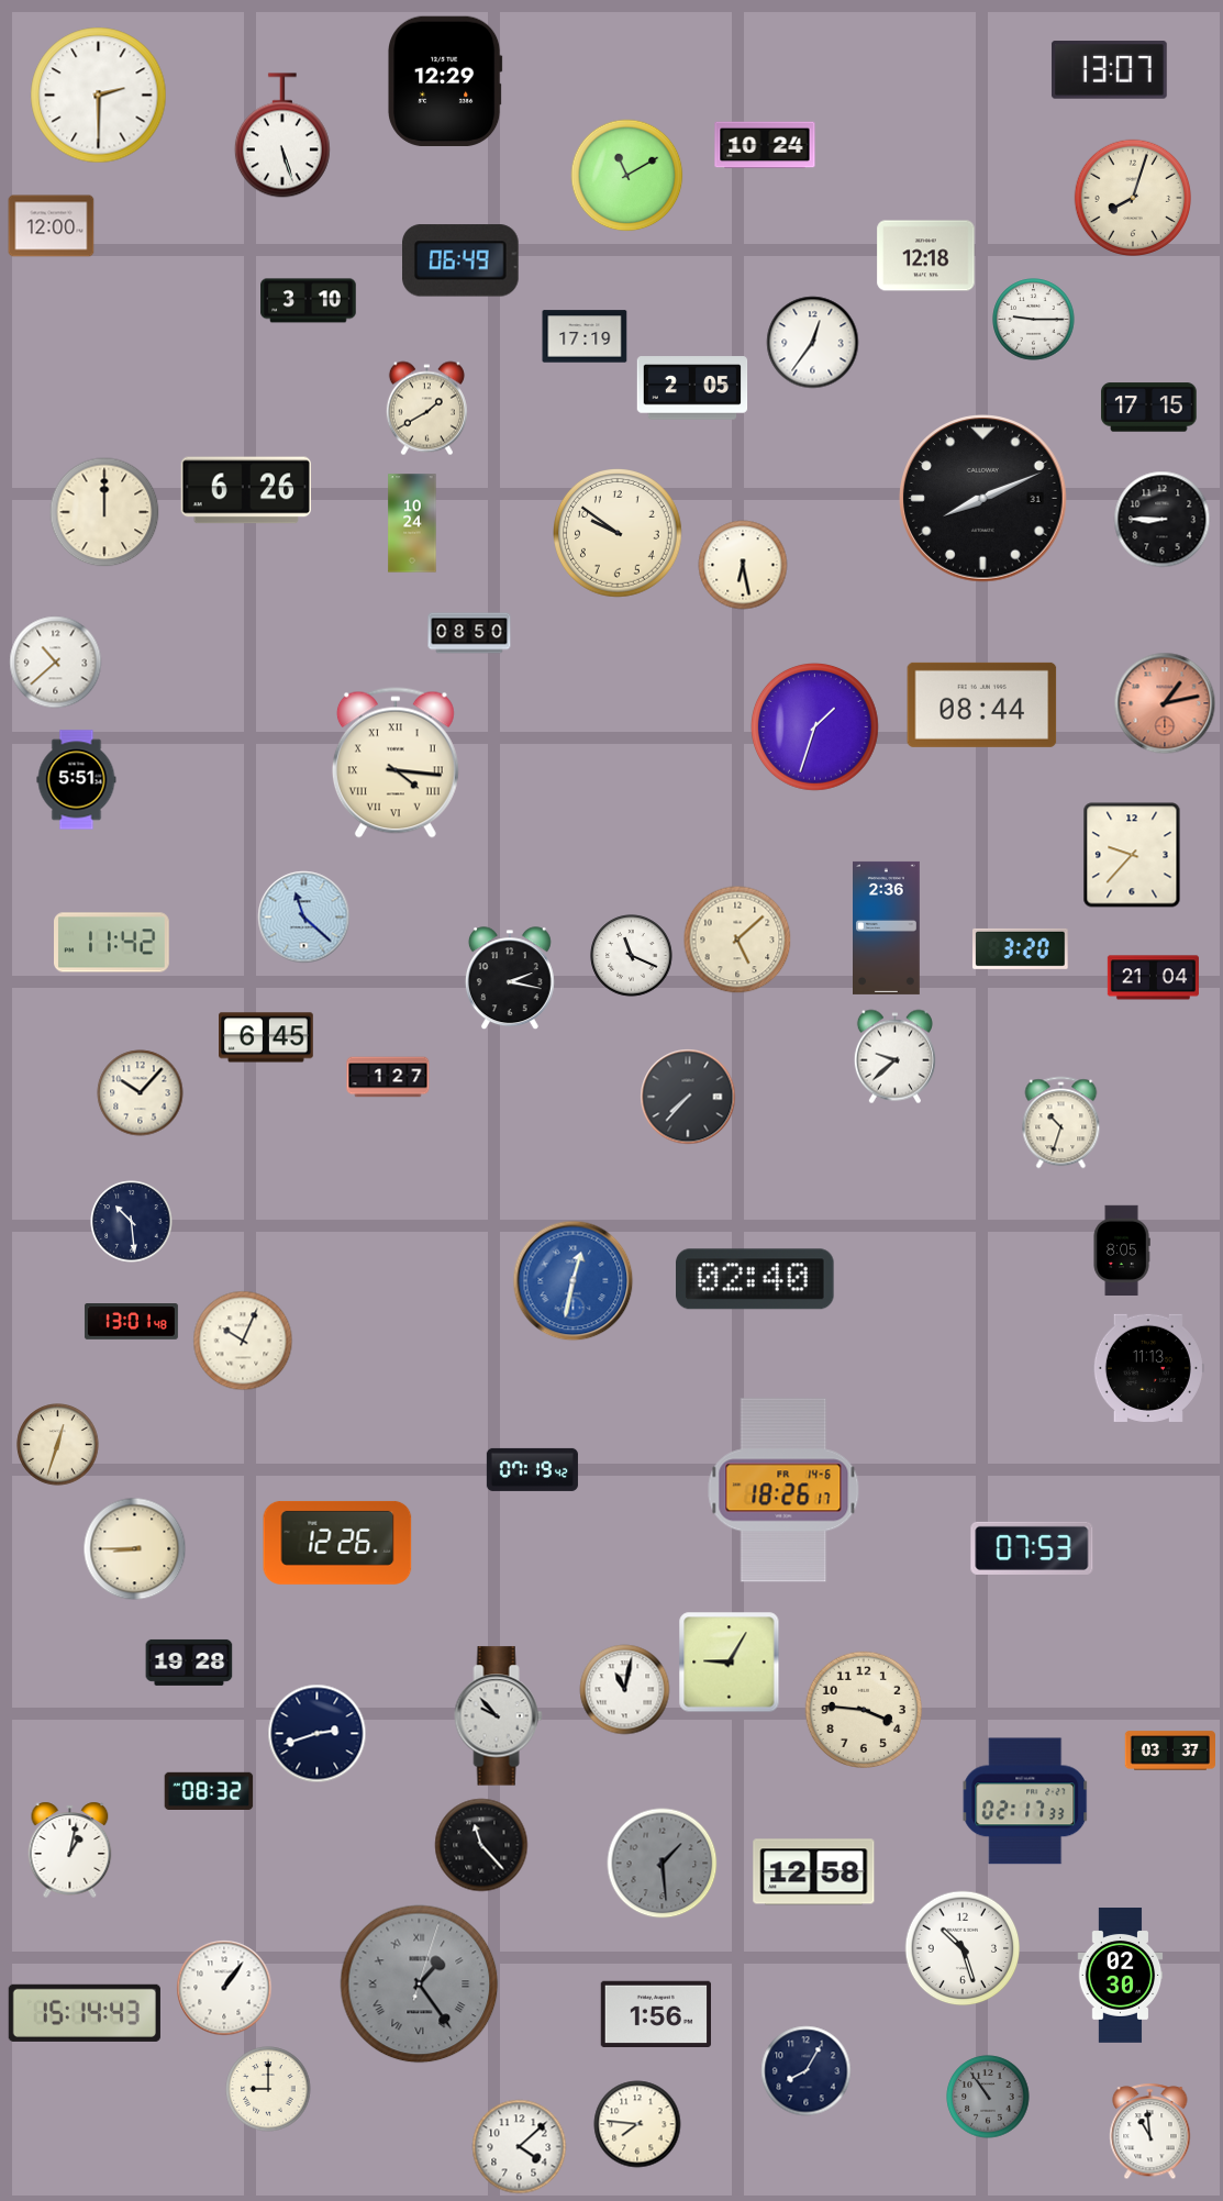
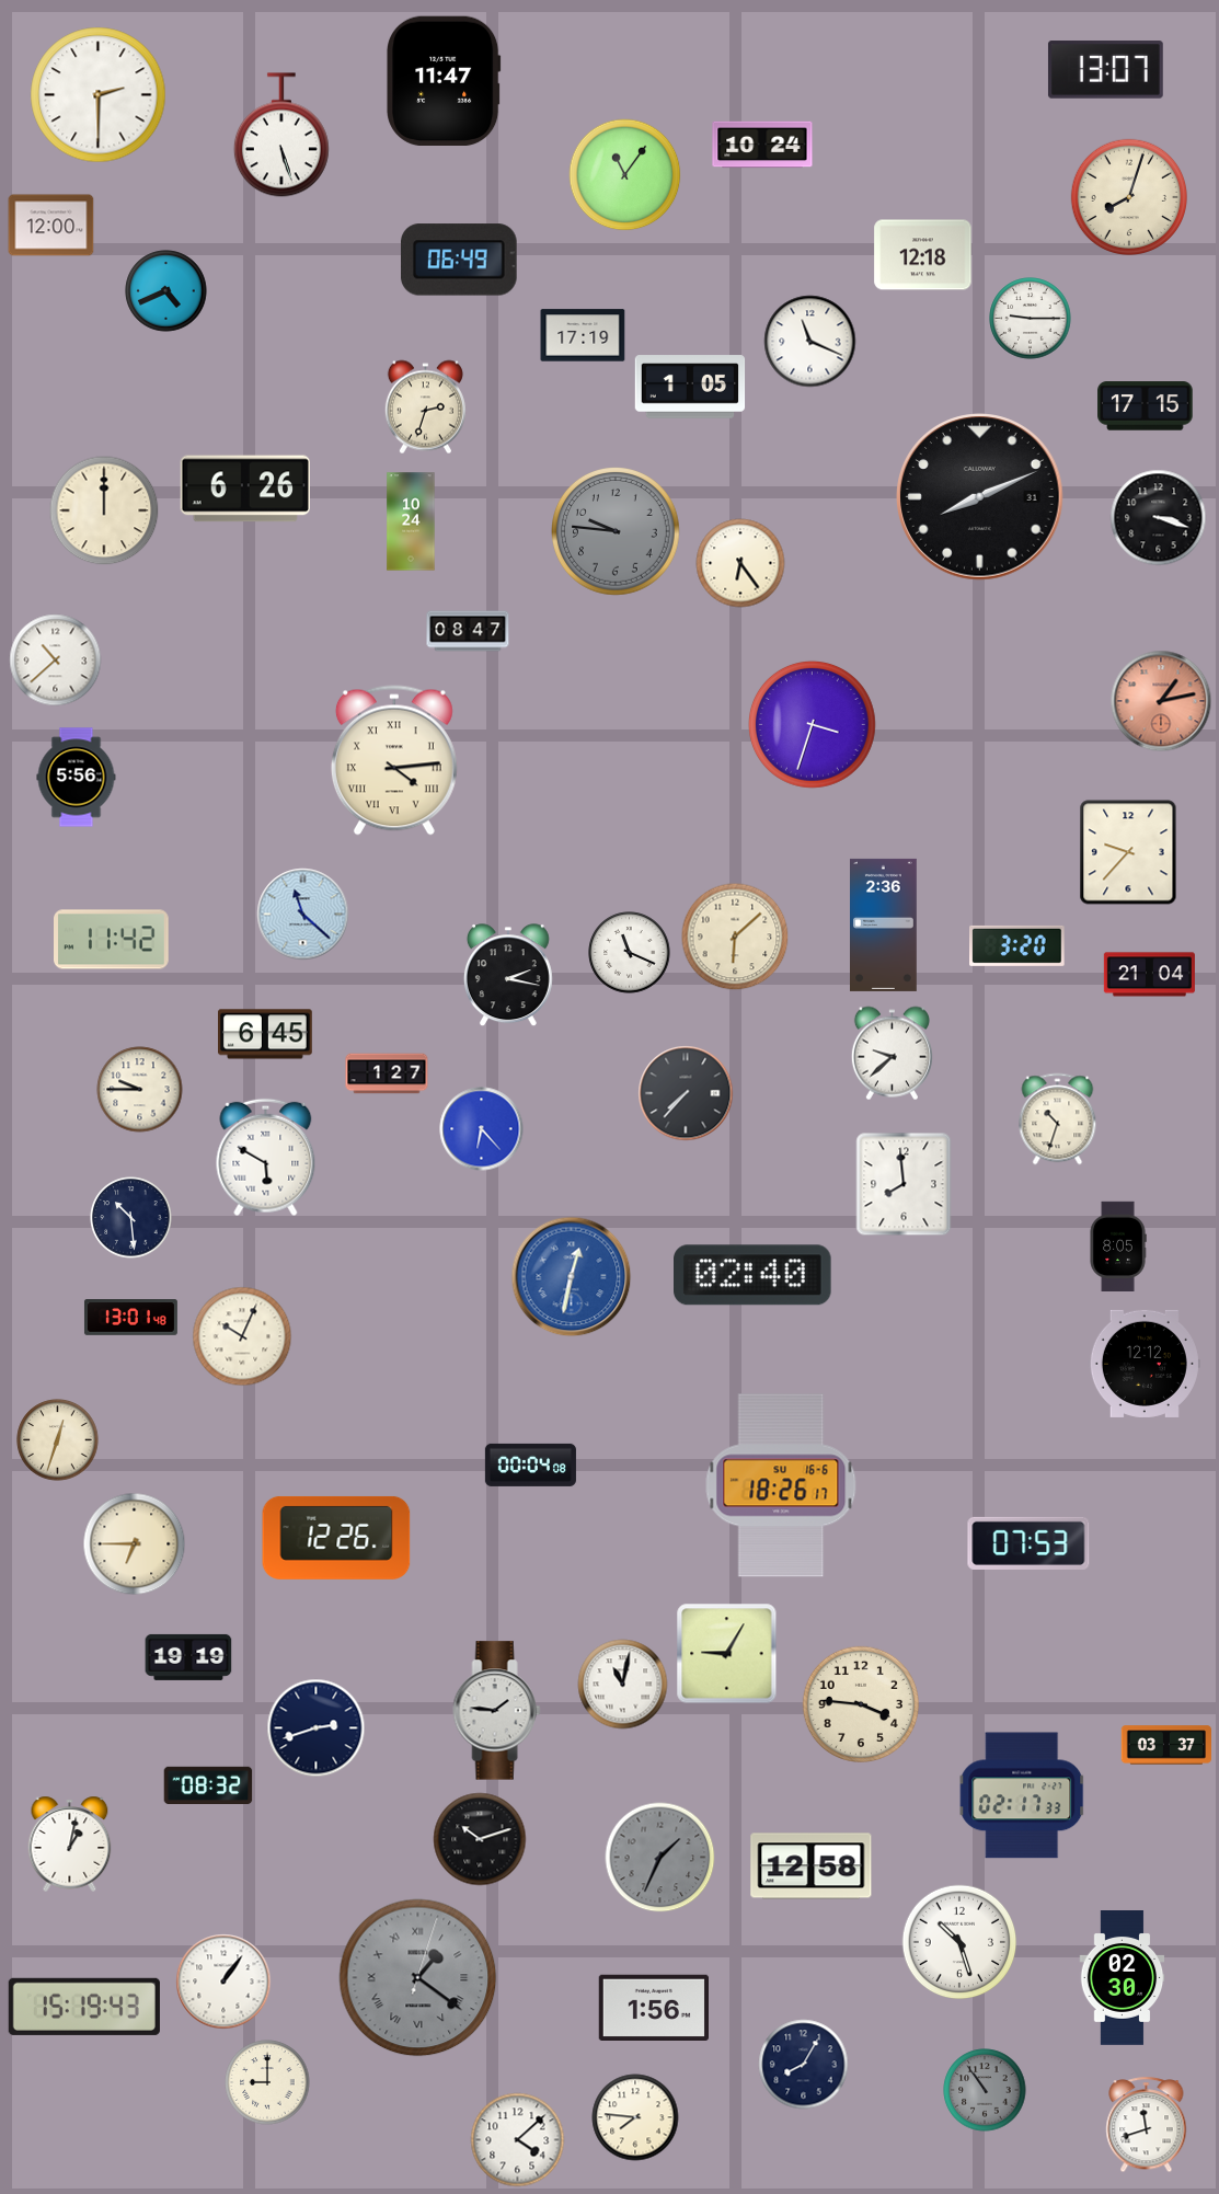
clock at (446, 80): 12:29 -> 11:47
clock at (627, 176): 11:10 -> 11:06
clock at (166, 291): none -> 4:41
clock at (309, 301): 3:10 -> none
clock at (813, 343): 12:36 -> 11:19
clock at (692, 388): 2:05 -> 1:05
clock at (426, 409): 1:40 -> 2:33
clock at (1163, 520): 8:45 -> 3:18
clock at (619, 534): 9:51 -> 9:46
clock at (619, 534) dial: cream -> grey
clock at (743, 565): 6:28 -> 6:24
clock at (469, 633): 08:50 -> 08:47
clock at (982, 704): 08:44 -> none
clock at (814, 726): 1:33 -> 3:33
clock at (396, 763): 4:16 -> 4:14
clock at (77, 780): 5:51 -> 5:56
clock at (737, 940): 5:08 -> 6:08
clock at (141, 1093): 10:07 -> 9:45
clock at (482, 1129): none -> 6:23
clock at (266, 1158): none -> 5:50
clock at (904, 1184): none -> 7:59
clock at (1148, 1368): 11:13 -> 12:12
clock at (532, 1469): 07:19 -> 00:04
clock at (783, 1490) date: FR 14-6 -> SU 16-6
clock at (135, 1549): 8:45 -> 6:45
clock at (189, 1663): 19:28 -> 19:19
clock at (730, 1663) position: (730, 1663) -> (727, 1654)
clock at (499, 1716): 9:53 -> 1:46
clock at (481, 1845): 11:23 -> 10:12
clock at (663, 1864): 1:29 -> 1:34
clock at (1121, 1976) position: (1121, 1976) -> (1123, 1978)
clock at (420, 1985): 1:24 -> 1:21
clock at (85, 2013): 15:14 -> 15:19
clock at (1150, 2132): 10:59 -> 11:42
